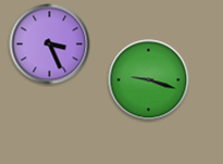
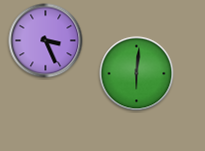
clock at (149, 80): 9:18 -> 6:01
